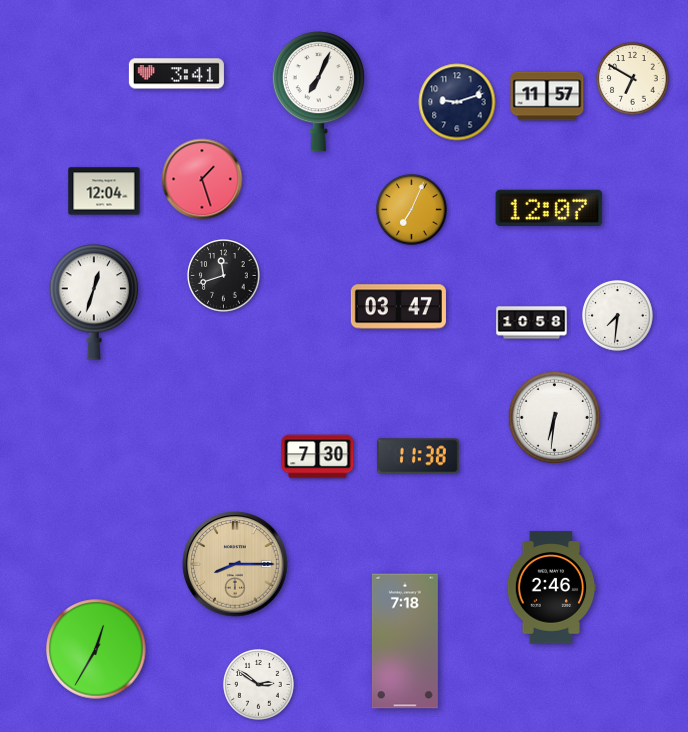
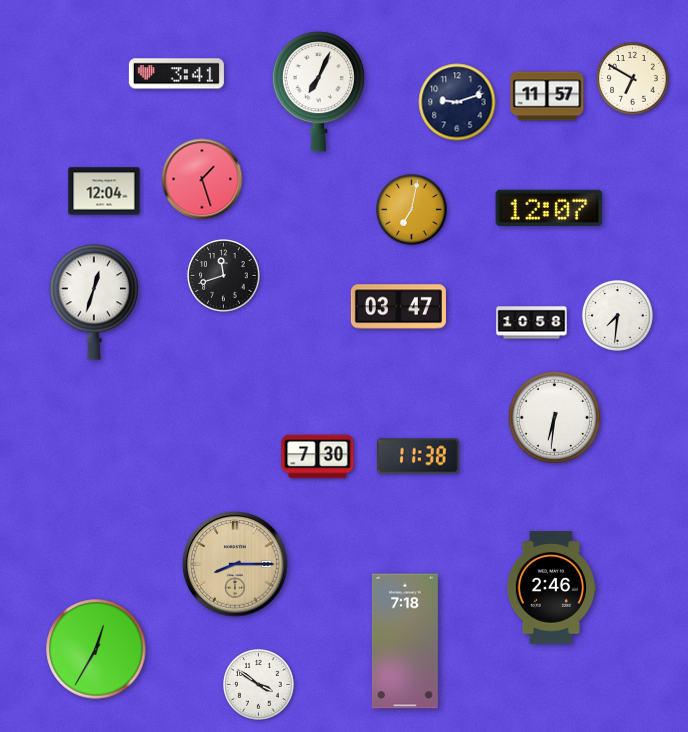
clock at (412, 210): 7:04 -> 7:02
clock at (259, 685): 2:51 -> 3:51
